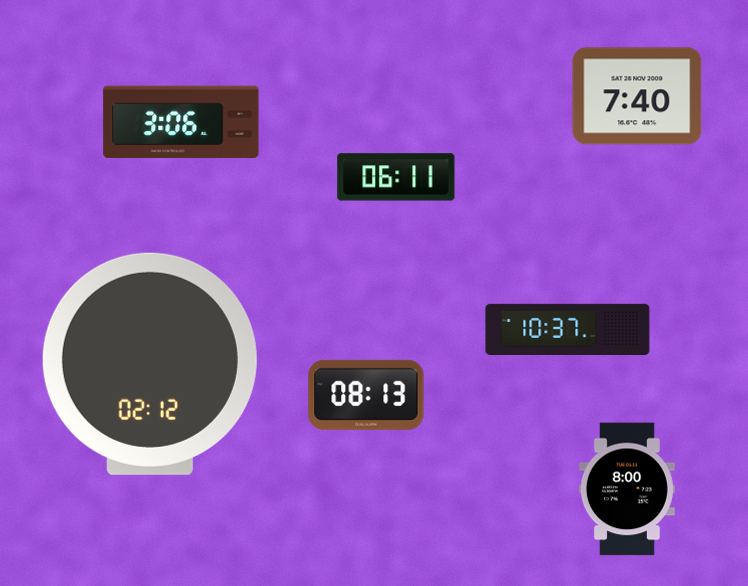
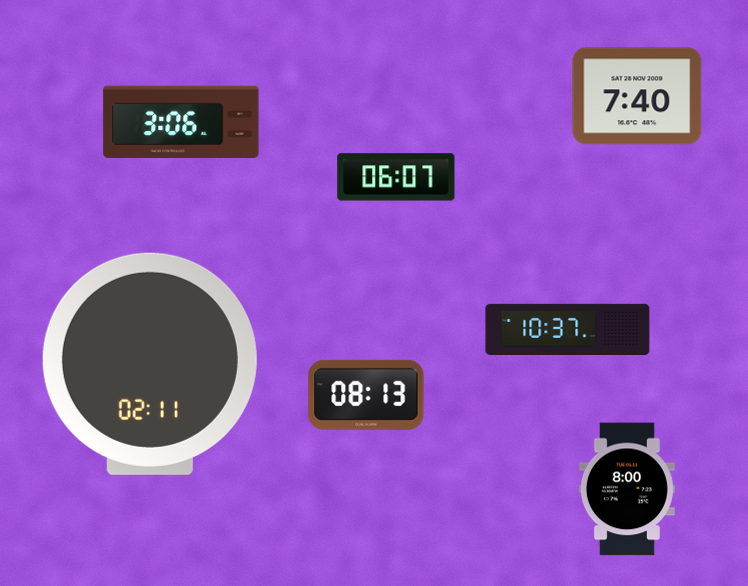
clock at (396, 177): 06:11 -> 06:07
clock at (150, 364): 02:12 -> 02:11
